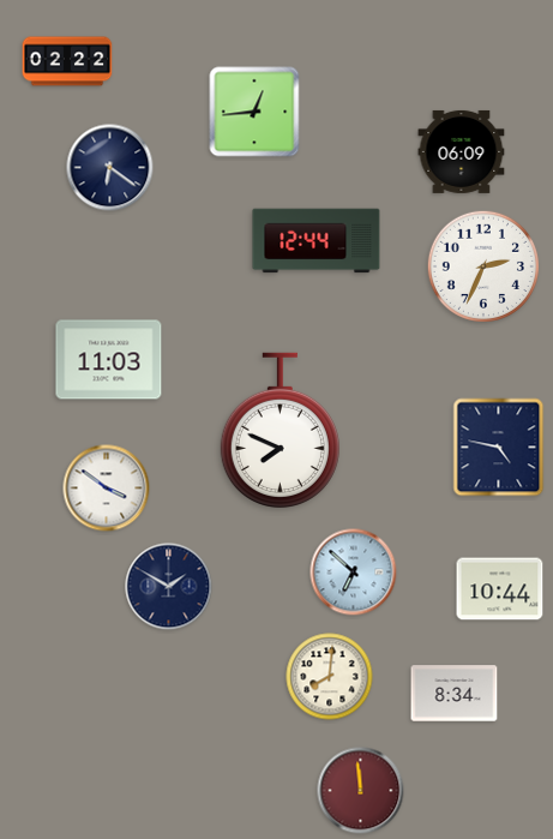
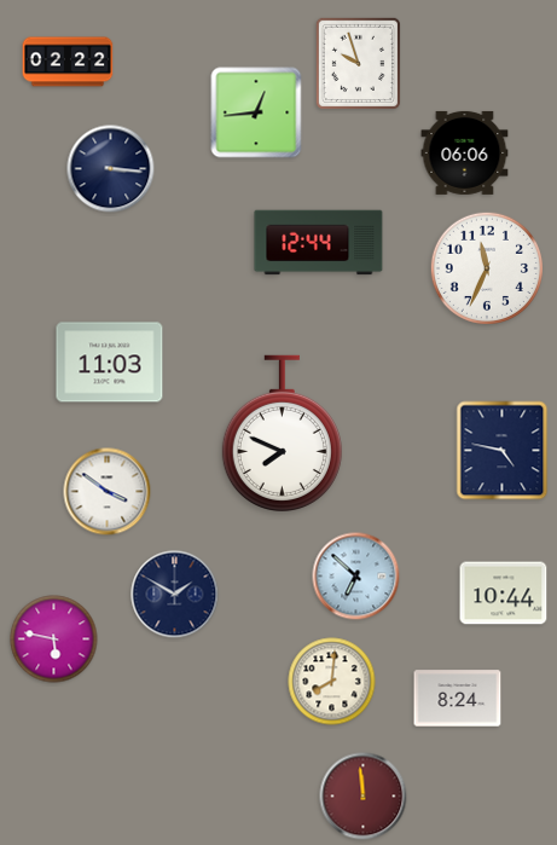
clock at (358, 63): none -> 9:57
clock at (462, 151): 06:09 -> 06:06
clock at (110, 168): 6:21 -> 3:16
clock at (483, 266): 2:34 -> 11:34
clock at (169, 587) position: (169, 587) -> (175, 595)
clock at (54, 639): none -> 5:47
clock at (455, 694): 8:34 -> 8:24
